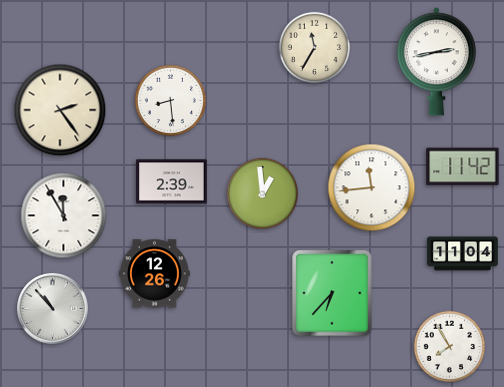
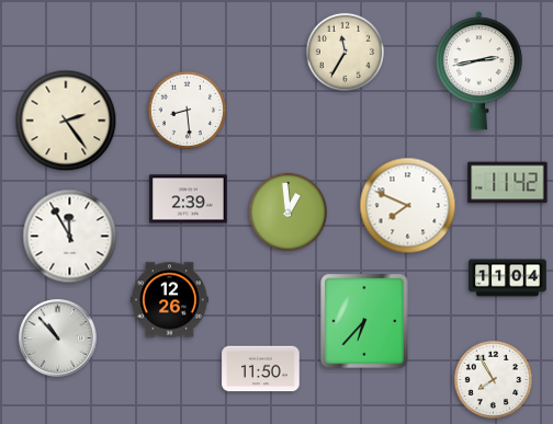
clock at (436, 62) position: (436, 62) -> (478, 71)
clock at (372, 188): 11:44 -> 7:49
clock at (261, 369): none -> 11:50
